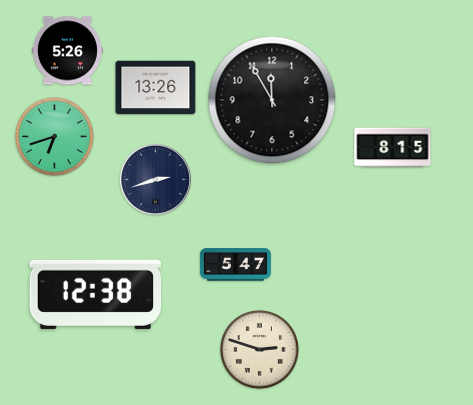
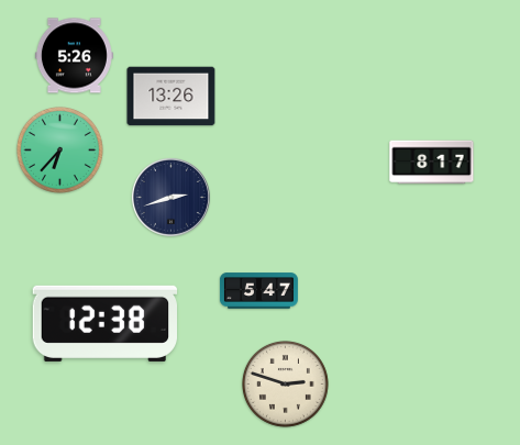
clock at (272, 100): 11:55 -> none
clock at (54, 136): 6:42 -> 6:37
clock at (393, 148): 8:15 -> 8:17
